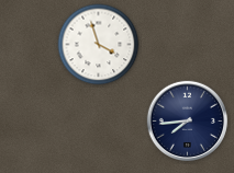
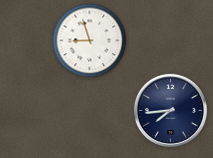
clock at (99, 45): 3:57 -> 8:57
